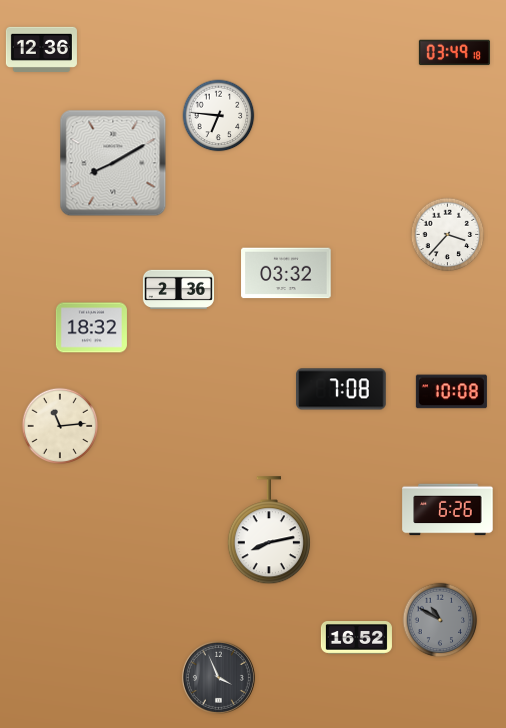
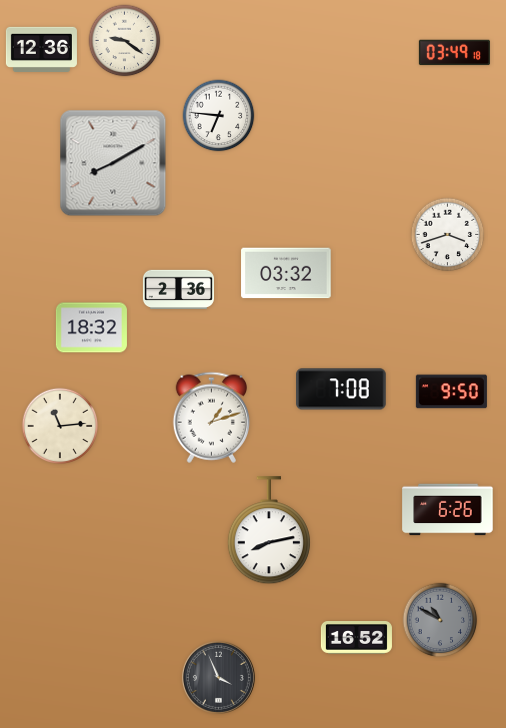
clock at (125, 41): none -> 9:21
clock at (448, 235): 3:37 -> 3:42
clock at (451, 392): 10:08 -> 9:50
clock at (211, 417): none -> 1:12
